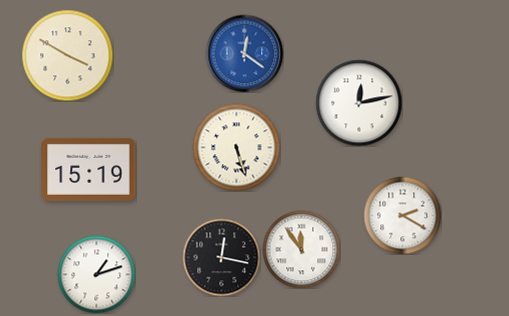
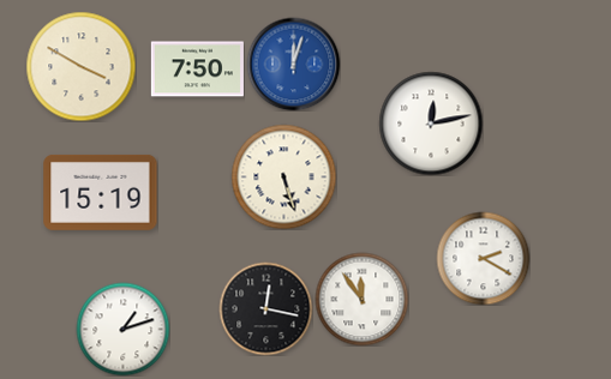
clock at (244, 53): 12:21 -> 12:03
clock at (197, 70): none -> 7:50
clock at (89, 169) position: (89, 169) -> (101, 192)
clock at (96, 274) position: (96, 274) -> (122, 329)
